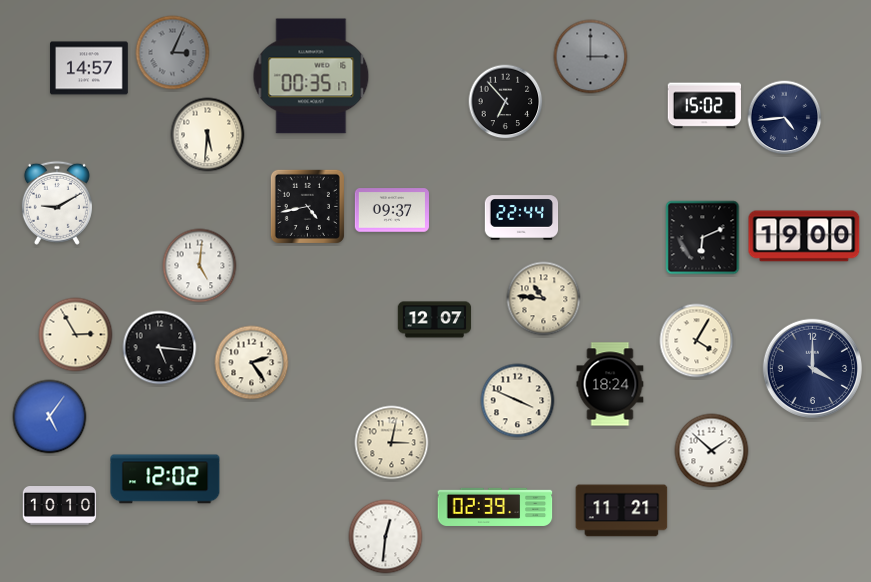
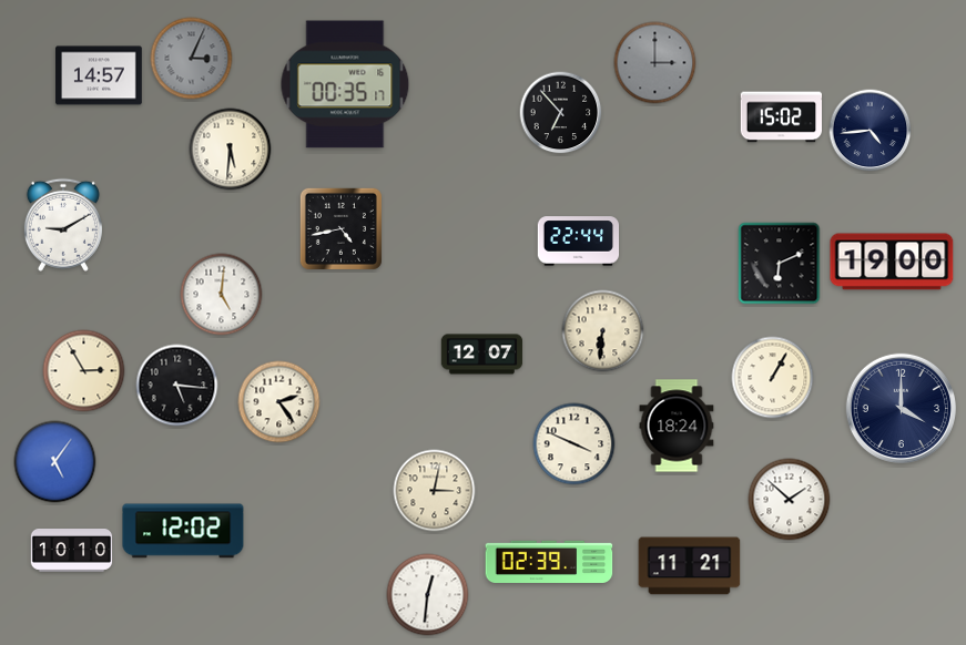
clock at (392, 210): 09:37 -> none
clock at (544, 299): 10:46 -> 6:31
clock at (697, 341): 4:05 -> 1:05
clock at (60, 506) position: (60, 506) -> (72, 551)
